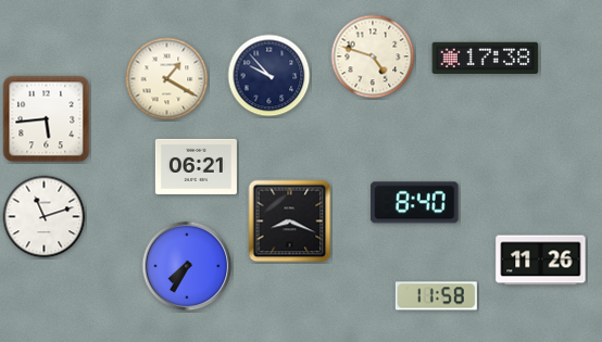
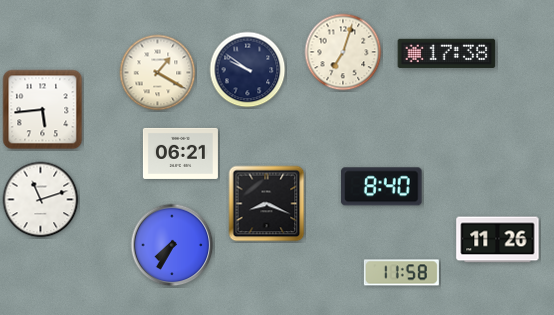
clock at (373, 56): 4:48 -> 7:03
clock at (269, 76): 9:53 -> 9:51
clock at (167, 79) position: (167, 79) -> (158, 73)
